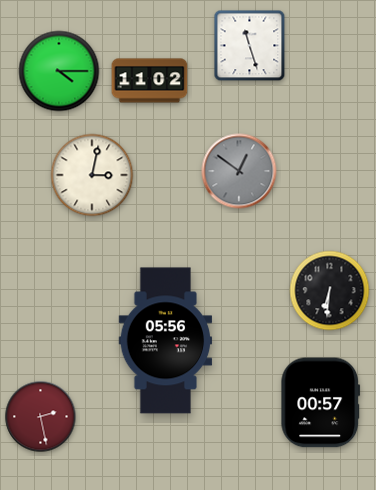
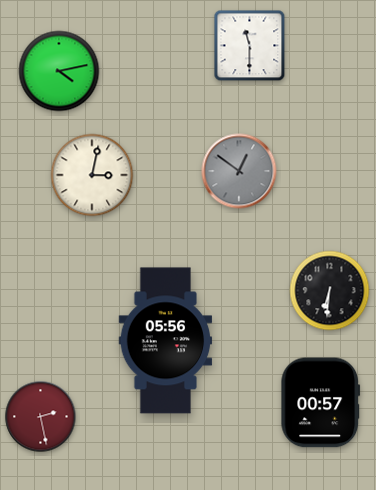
clock at (250, 46): 11:27 -> 11:30
clock at (59, 71): 4:15 -> 4:13
clock at (150, 81): 11:02 -> none
